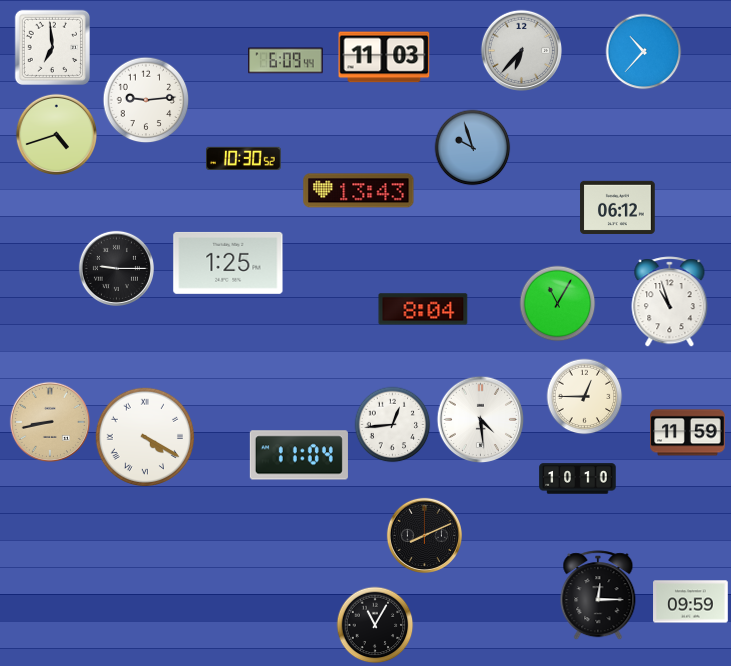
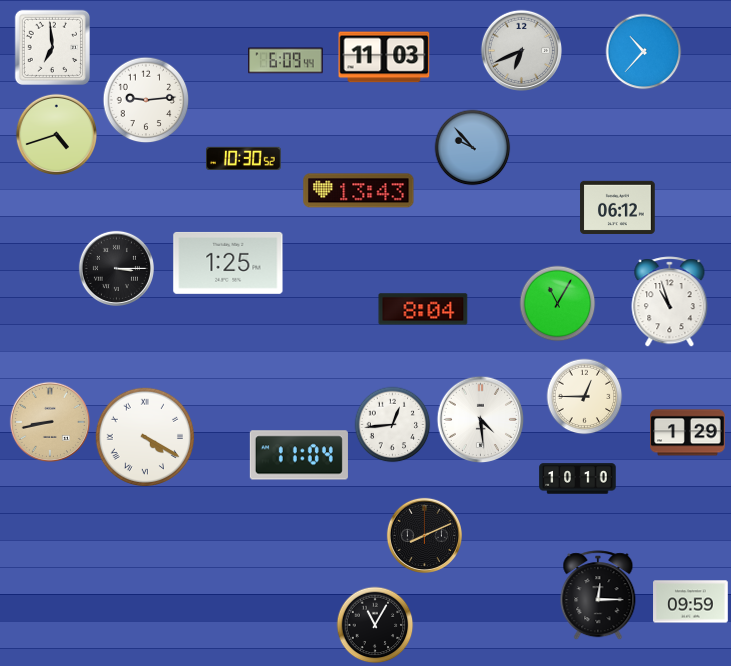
clock at (521, 50): 6:37 -> 6:41
clock at (473, 148): 9:57 -> 9:53
clock at (116, 268): 9:15 -> 3:15
clock at (688, 433): 11:59 -> 1:29
